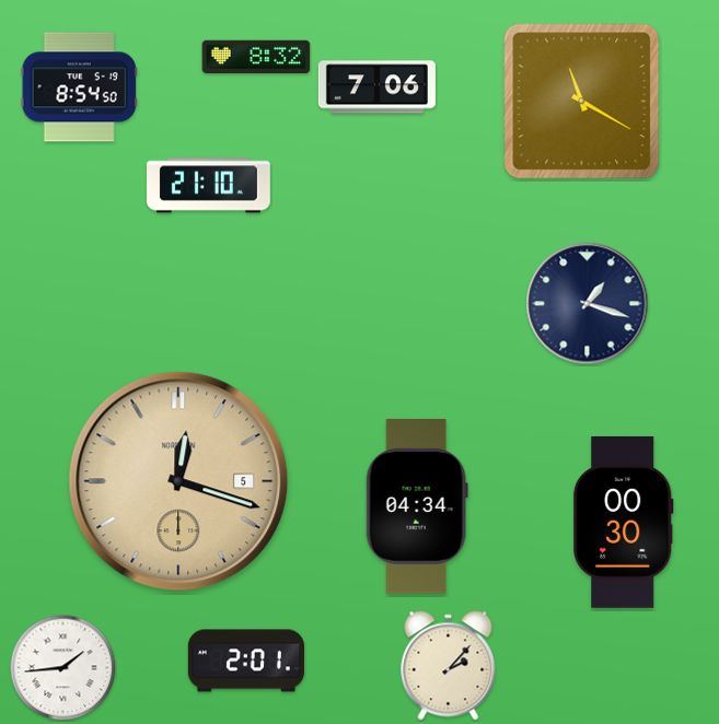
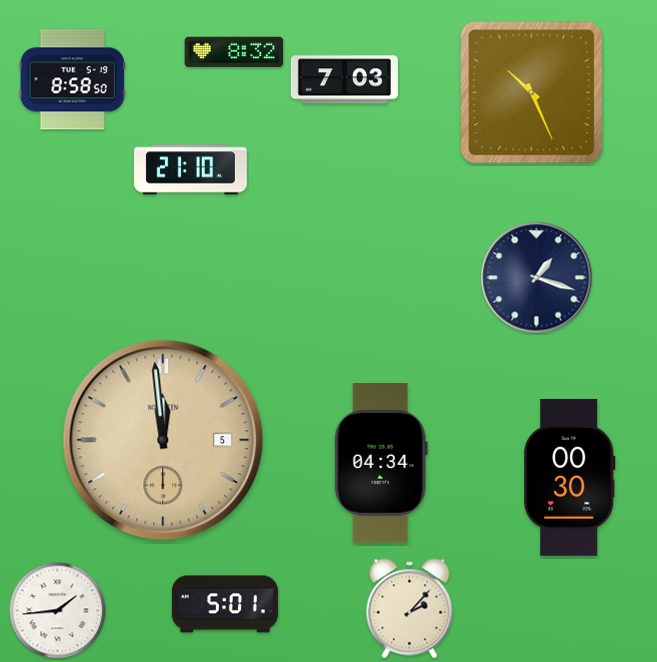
clock at (79, 87): 8:54 -> 8:58
clock at (376, 87): 7:06 -> 7:03
clock at (582, 102): 11:20 -> 10:26
clock at (178, 481): 12:18 -> 11:59
clock at (246, 661): 2:01 -> 5:01
